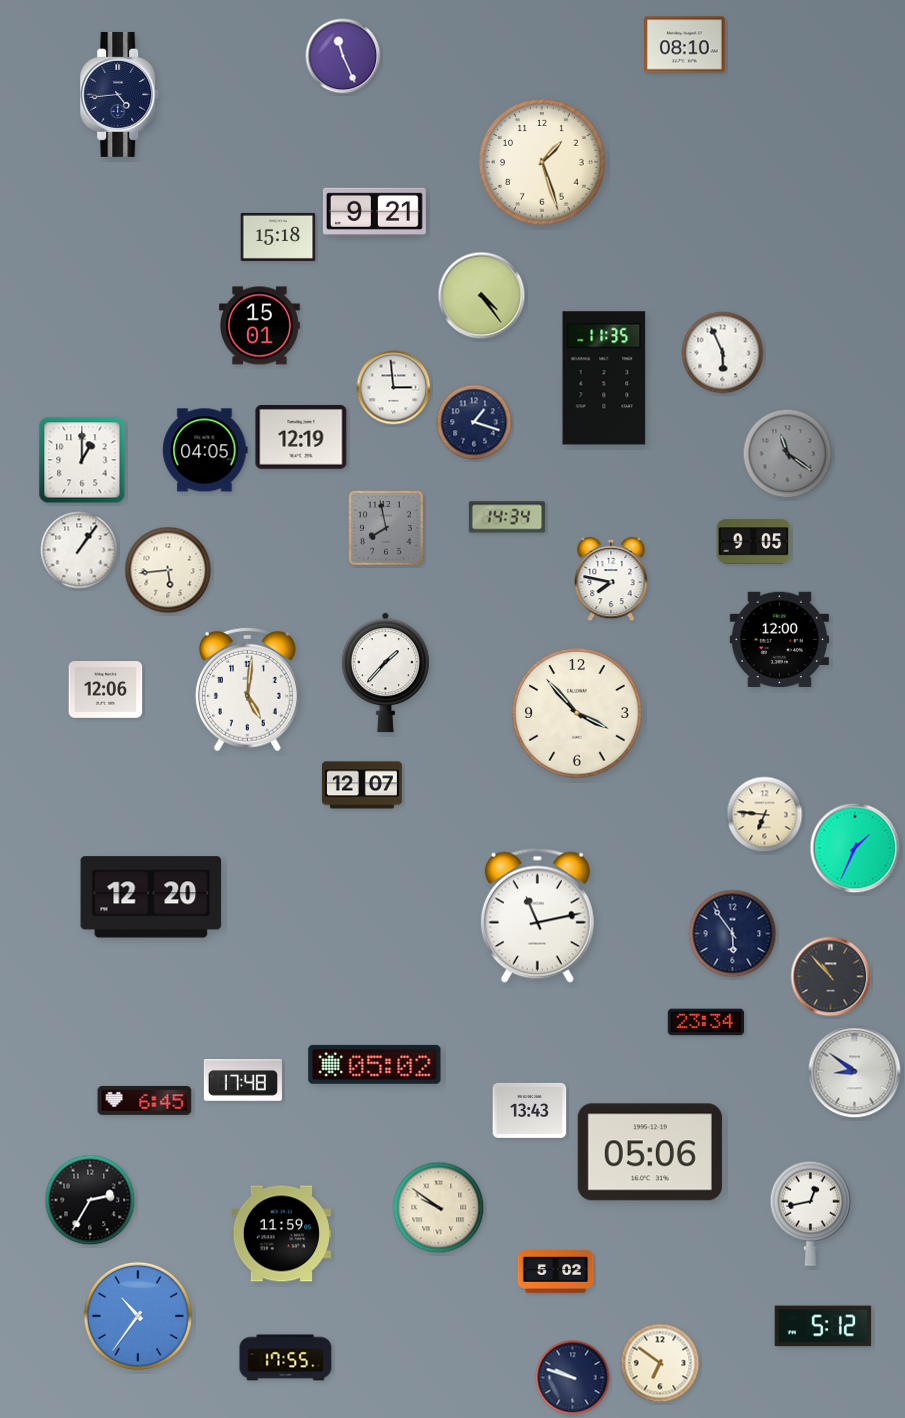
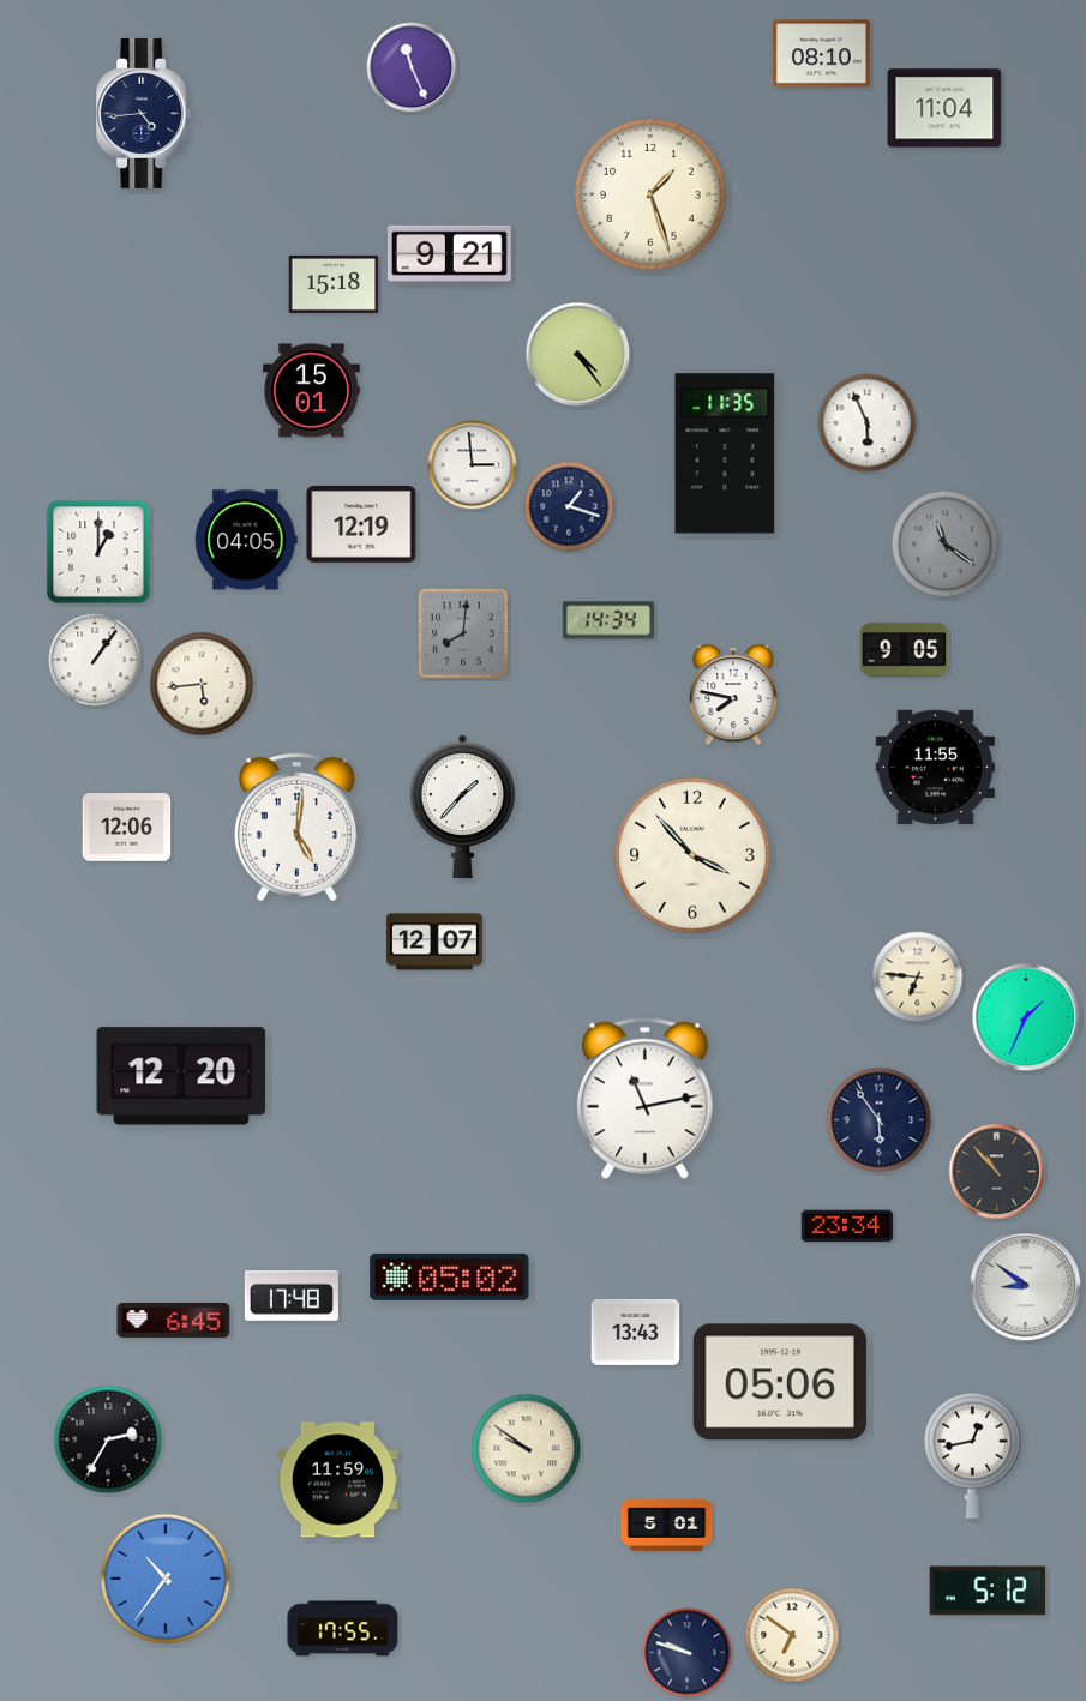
clock at (944, 108): none -> 11:04
clock at (387, 529): 7:58 -> 8:01
clock at (779, 639): 12:00 -> 11:55
clock at (556, 1272): 5:02 -> 5:01
